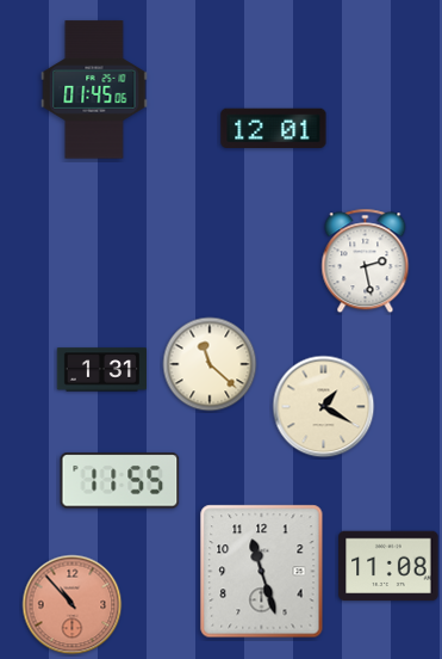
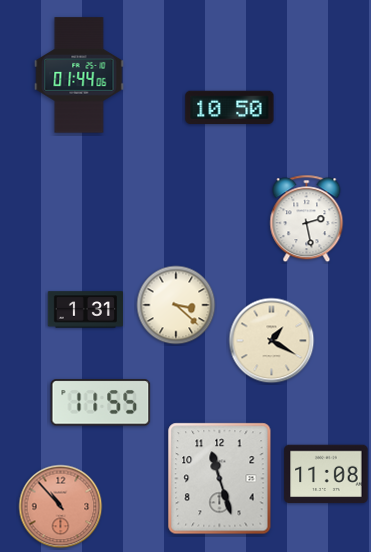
clock at (94, 90): 01:45 -> 01:44
clock at (274, 129): 12:01 -> 10:50
clock at (210, 364): 11:22 -> 3:22
